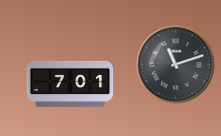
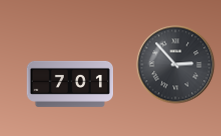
clock at (175, 64): 11:12 -> 2:53
